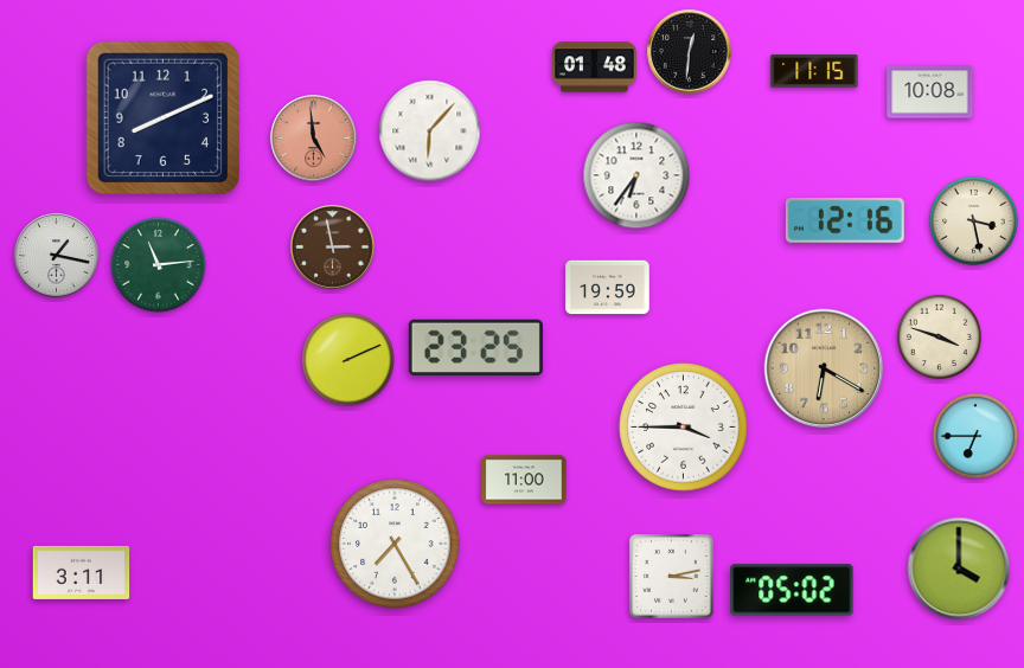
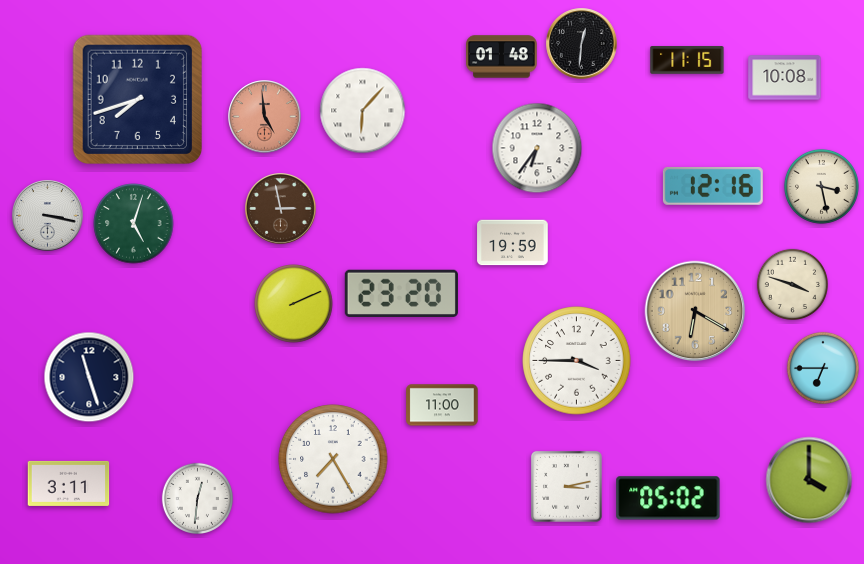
clock at (164, 118): 8:11 -> 7:42
clock at (57, 256): 1:17 -> 3:17
clock at (159, 265): 11:14 -> 5:03
clock at (475, 347): 23:25 -> 23:20
clock at (89, 377): none -> 11:27
clock at (197, 498): none -> 12:31
